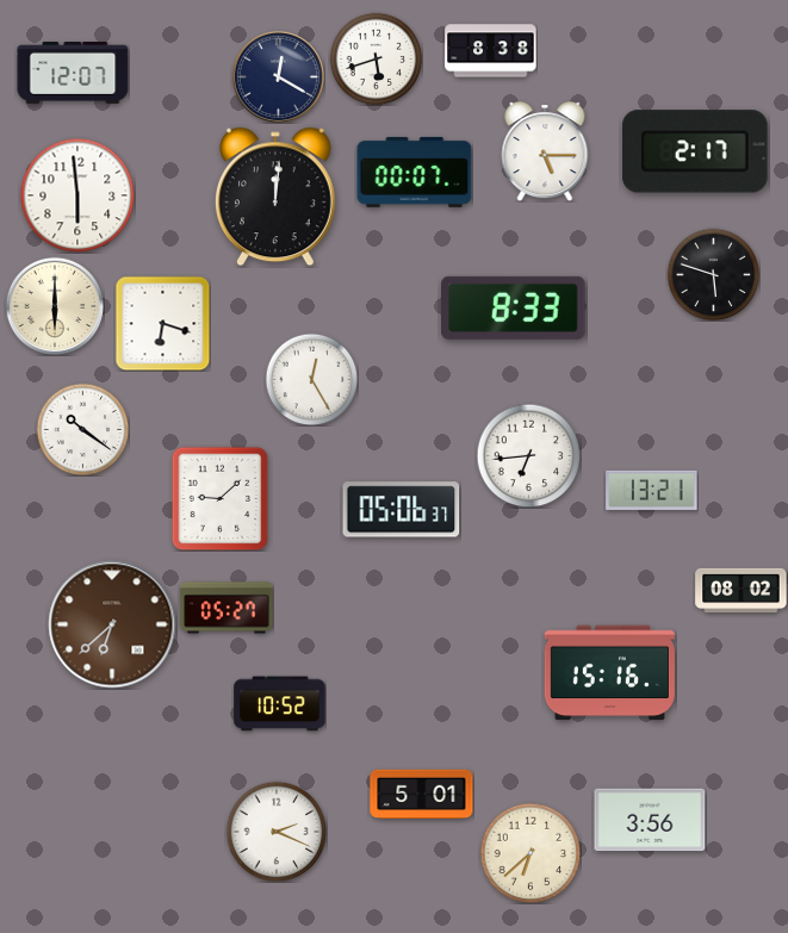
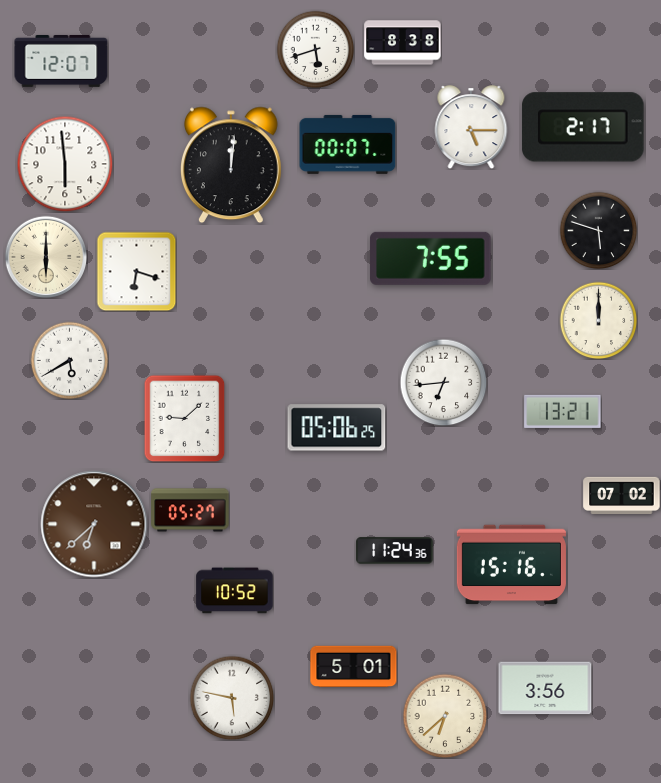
clock at (491, 51) position: (491, 51) -> (403, 43)
clock at (278, 76): 12:20 -> none
clock at (545, 151) position: (545, 151) -> (471, 127)
clock at (514, 307): 8:33 -> 7:55
clock at (311, 379): 12:25 -> none
clock at (598, 320): none -> 12:00
clock at (82, 429): 10:21 -> 5:40
clock at (652, 490) position: (652, 490) -> (563, 411)
clock at (402, 510): 05:06:37 -> 05:06:25
clock at (742, 590): 08:02 -> 07:02
clock at (395, 551): none -> 11:24
clock at (277, 832): 2:19 -> 5:47
